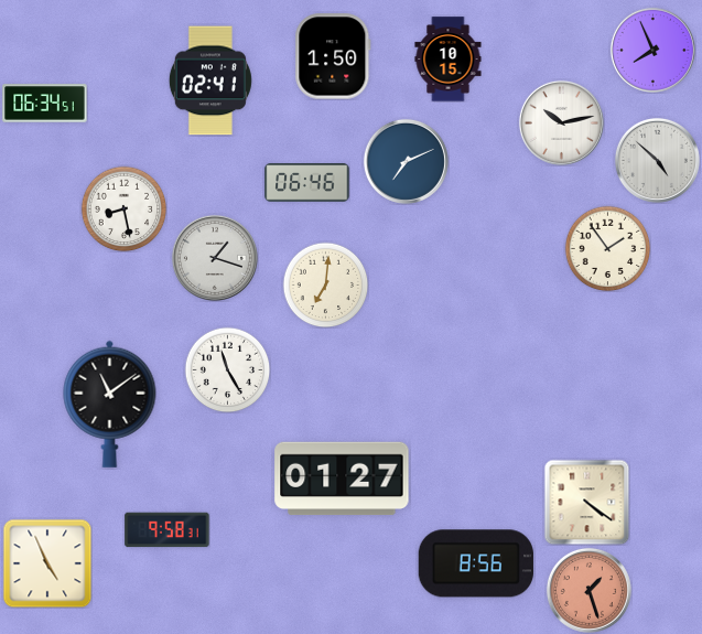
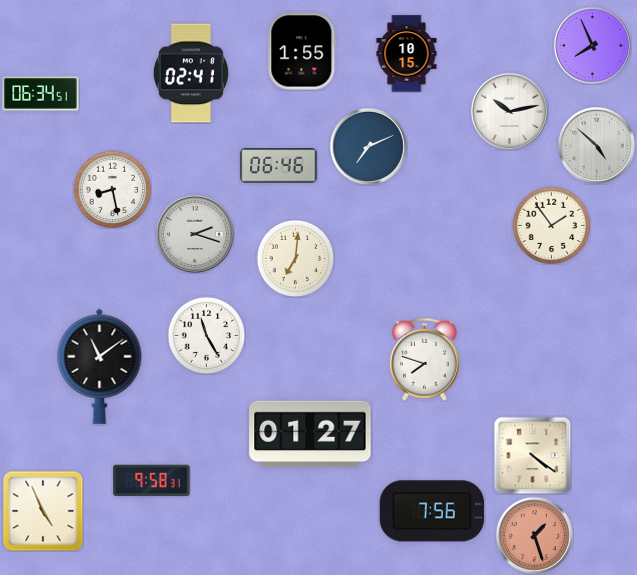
clock at (333, 56): 1:50 -> 1:55
clock at (215, 258): 1:18 -> 2:18
clock at (424, 359): none -> 7:48
clock at (476, 563): 8:56 -> 7:56
